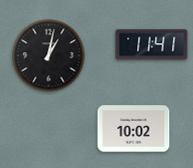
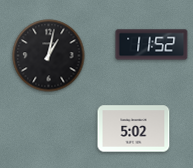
clock at (152, 45): 11:41 -> 11:52
clock at (134, 129): 10:02 -> 5:02
